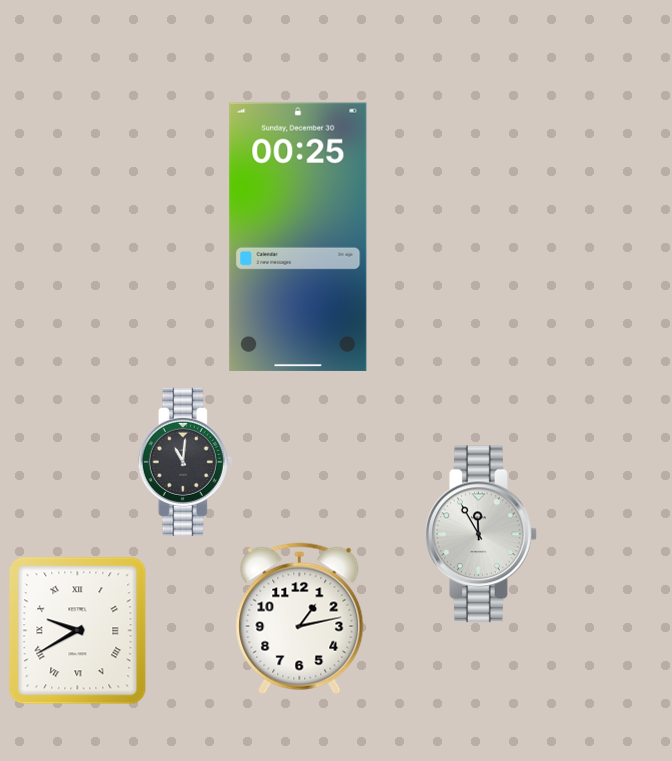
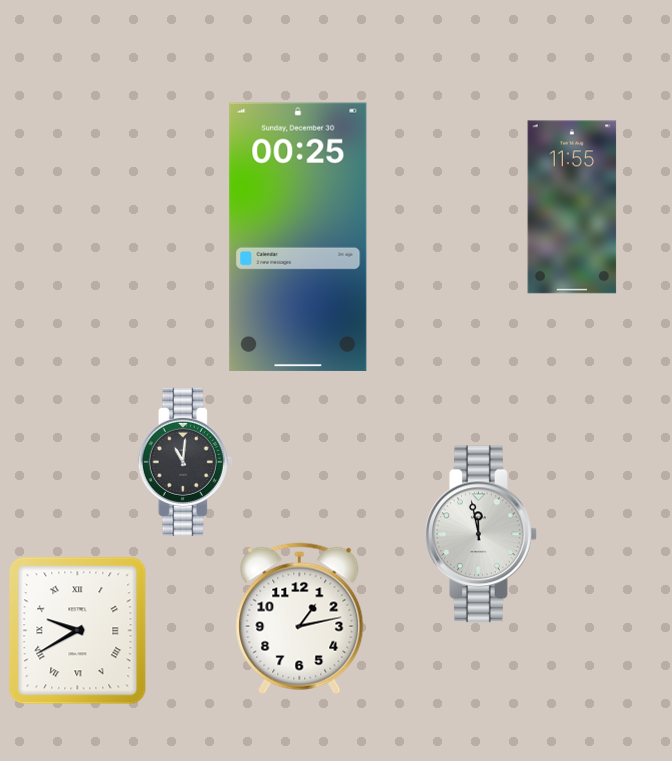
clock at (572, 207): none -> 11:55
clock at (482, 534): 11:55 -> 11:58
